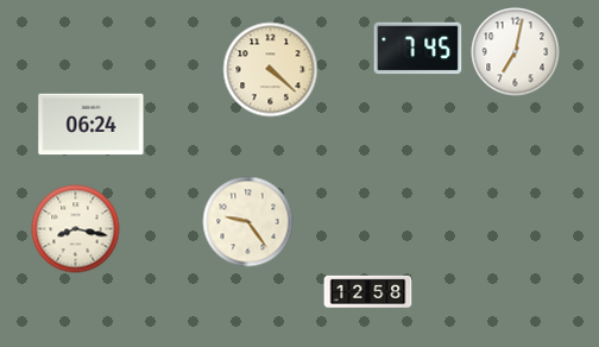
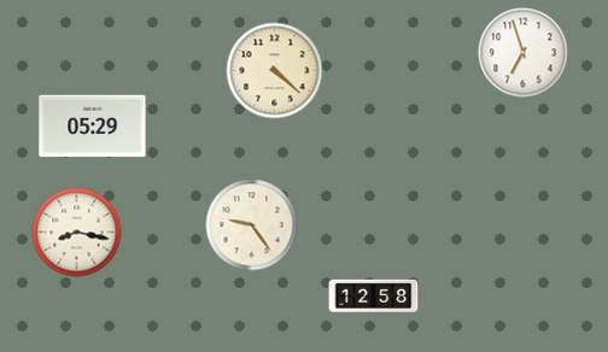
clock at (418, 49): 7:45 -> none
clock at (516, 52): 7:02 -> 6:57
clock at (92, 125): 06:24 -> 05:29
